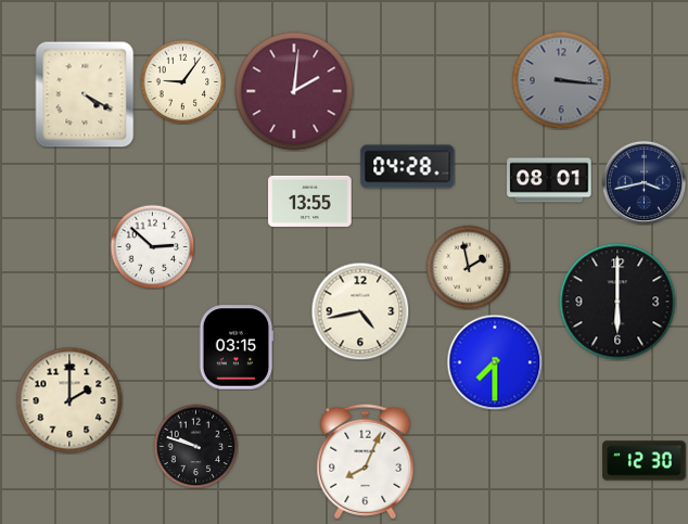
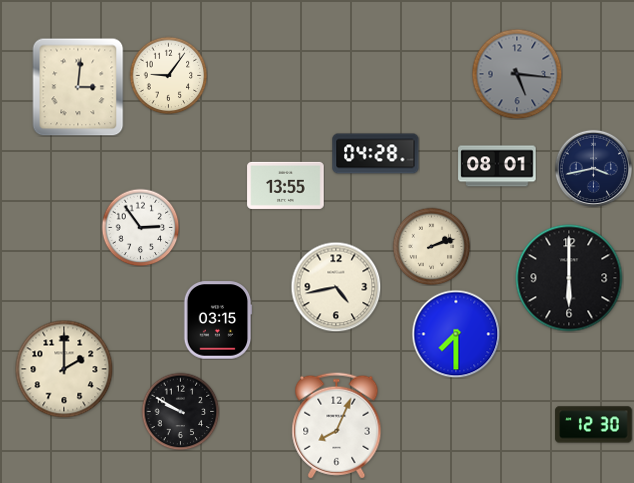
clock at (561, 80): 3:16 -> 5:16
clock at (294, 91): 2:01 -> none
clock at (85, 94): 4:20 -> 3:01
clock at (549, 180) position: (549, 180) -> (497, 166)
clock at (152, 246): 2:52 -> 2:54
clock at (468, 267): 1:58 -> 2:12
clock at (360, 311) position: (360, 311) -> (336, 287)
clock at (195, 446): 9:48 -> 9:50
